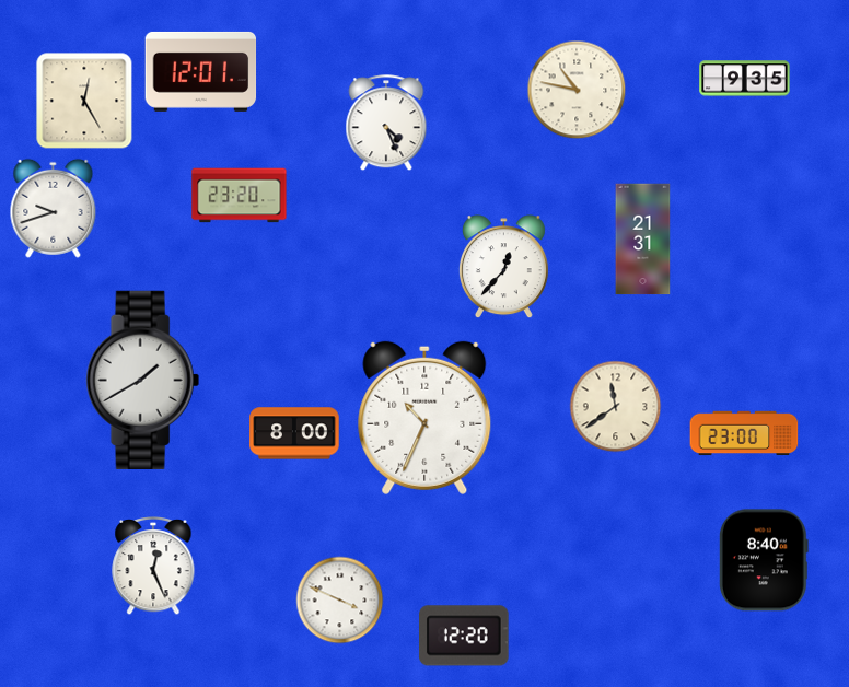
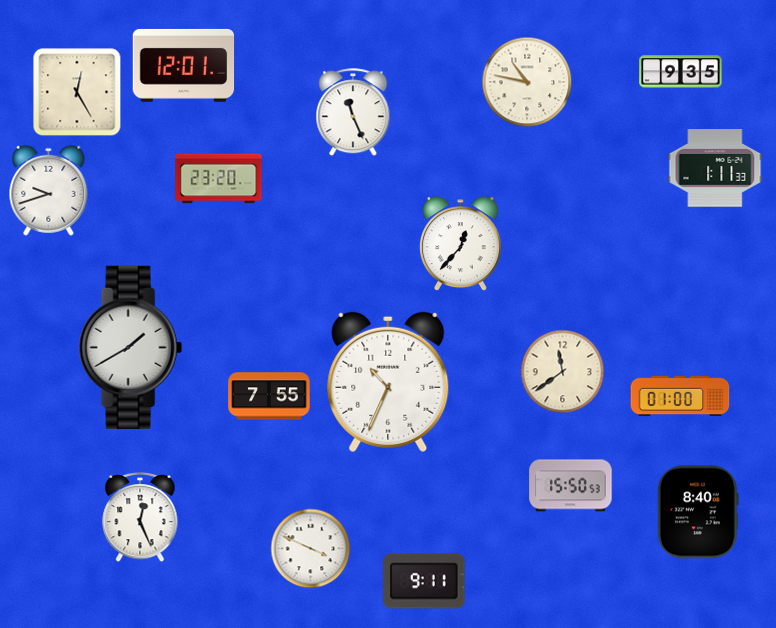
clock at (386, 124): 4:26 -> 11:26
clock at (715, 168): none -> 1:11
clock at (643, 240): 21:31 -> none
clock at (294, 433): 8:00 -> 7:55
clock at (744, 433): 23:00 -> 01:00
clock at (571, 486): none -> 15:50
clock at (464, 636): 12:20 -> 9:11
